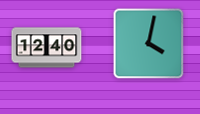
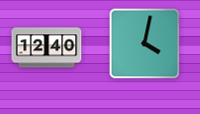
clock at (149, 44) position: (149, 44) -> (145, 44)
